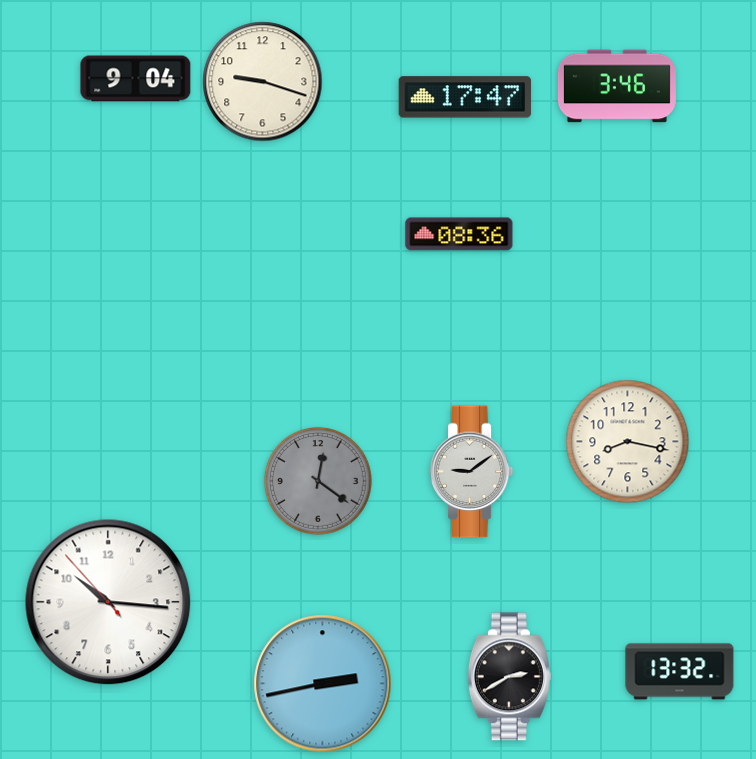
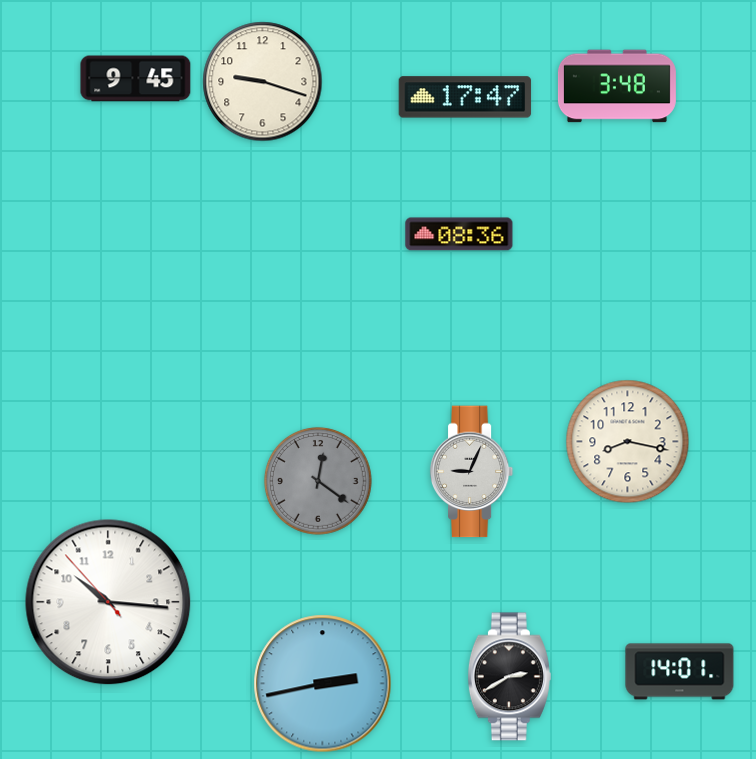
clock at (136, 79): 9:04 -> 9:45
clock at (617, 86): 3:46 -> 3:48
clock at (472, 472): 9:09 -> 9:04
clock at (680, 672): 13:32 -> 14:01
